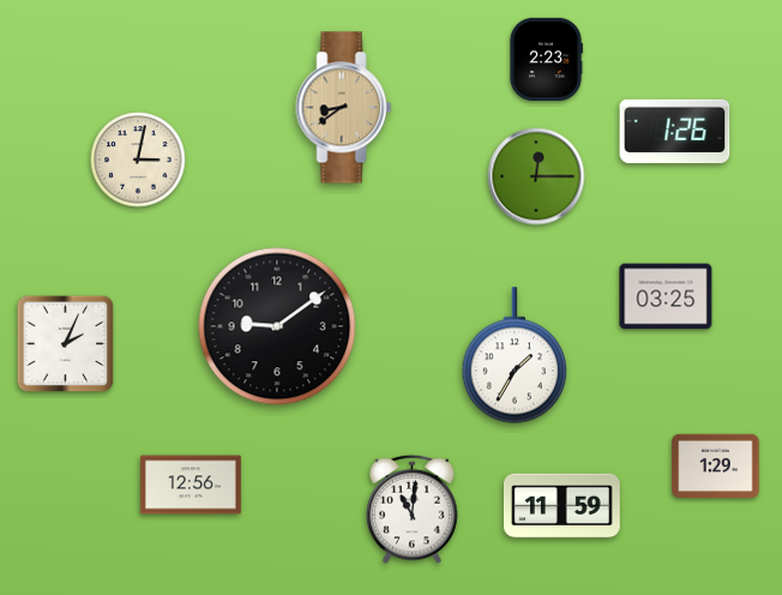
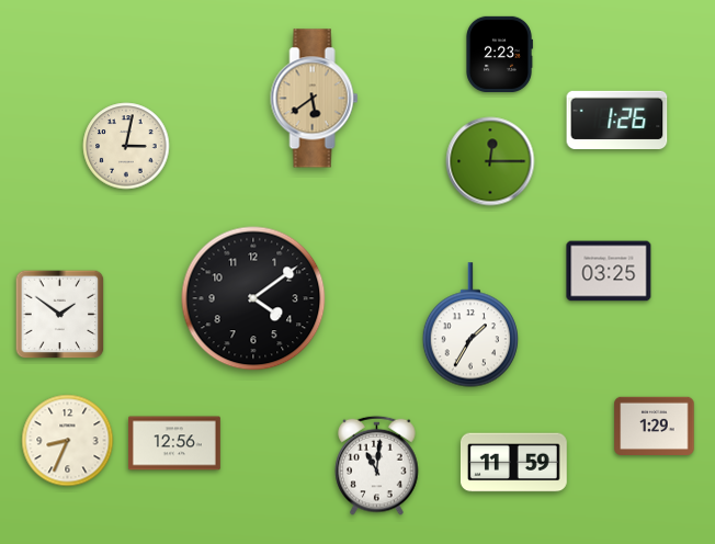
clock at (344, 108): 8:39 -> 5:39
clock at (277, 326): 9:09 -> 4:09
clock at (66, 344): 2:04 -> 1:51
clock at (68, 441): none -> 8:34
